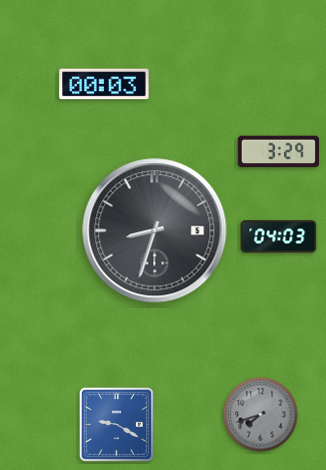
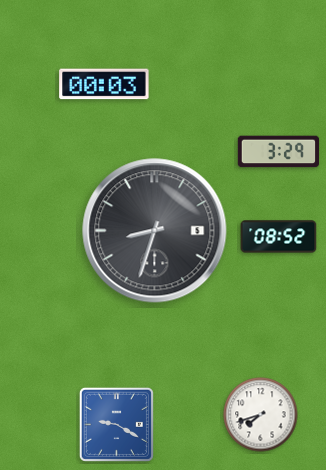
clock at (279, 237): 04:03 -> 08:52
clock at (261, 415) dial: grey -> white
